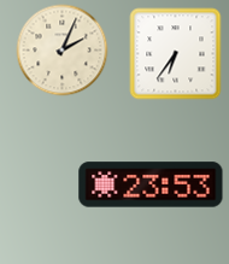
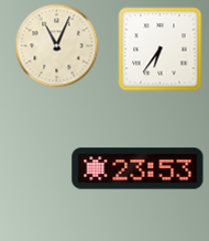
clock at (63, 51): 2:04 -> 11:04
